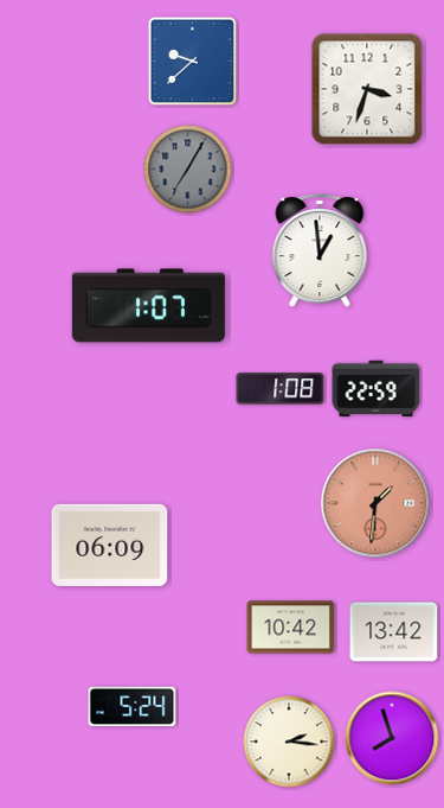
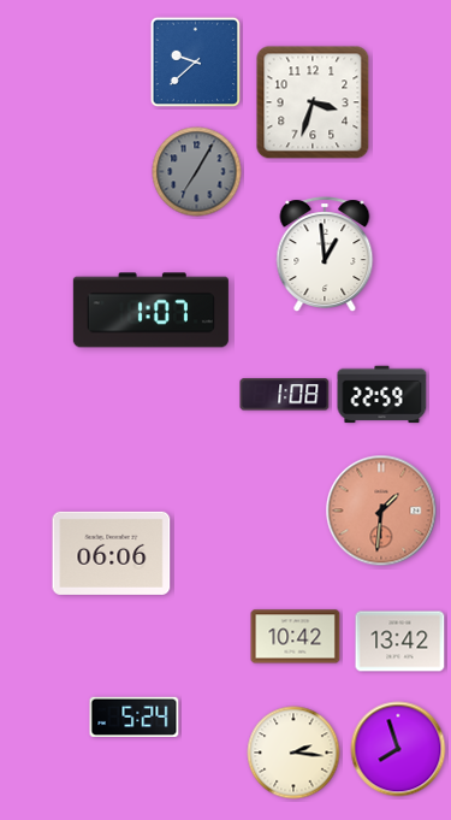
clock at (367, 89) position: (367, 89) -> (313, 102)
clock at (188, 170) position: (188, 170) -> (197, 172)
clock at (110, 545): 06:09 -> 06:06
